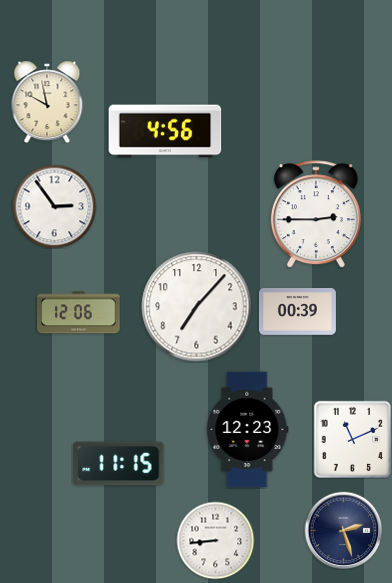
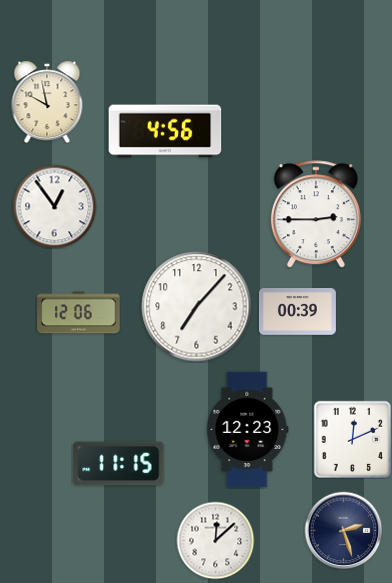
clock at (54, 206): 2:54 -> 12:54
clock at (352, 439): 11:11 -> 12:11
clock at (215, 540): 8:44 -> 12:08
